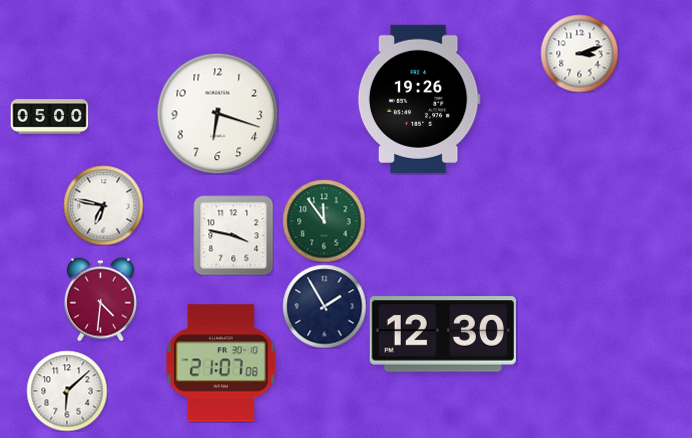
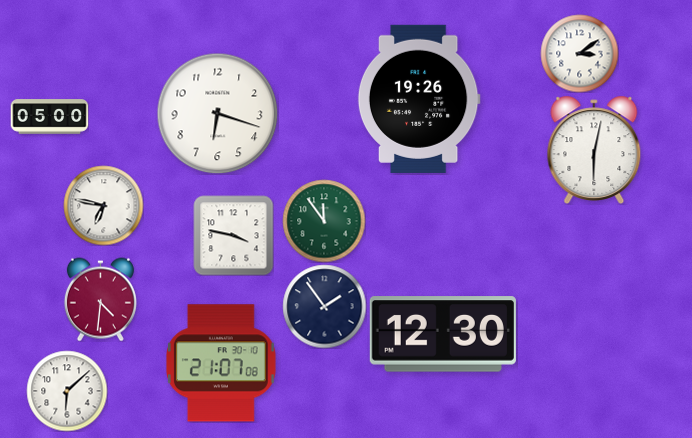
clock at (579, 53): 3:12 -> 3:09
clock at (594, 149): none -> 6:02
clock at (324, 306): 1:55 -> 1:54
